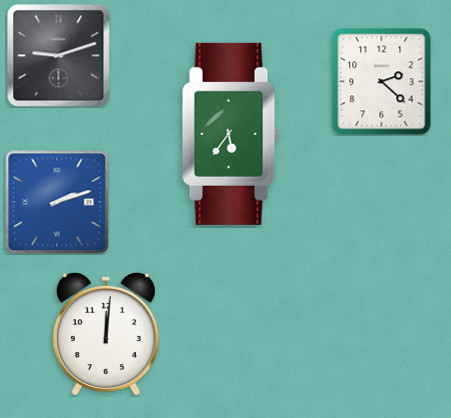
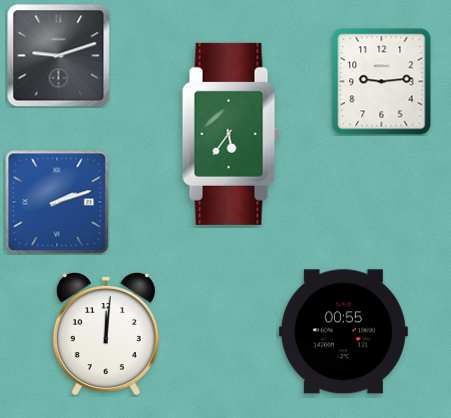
clock at (382, 82): 2:22 -> 9:14
clock at (343, 332): none -> 00:55
